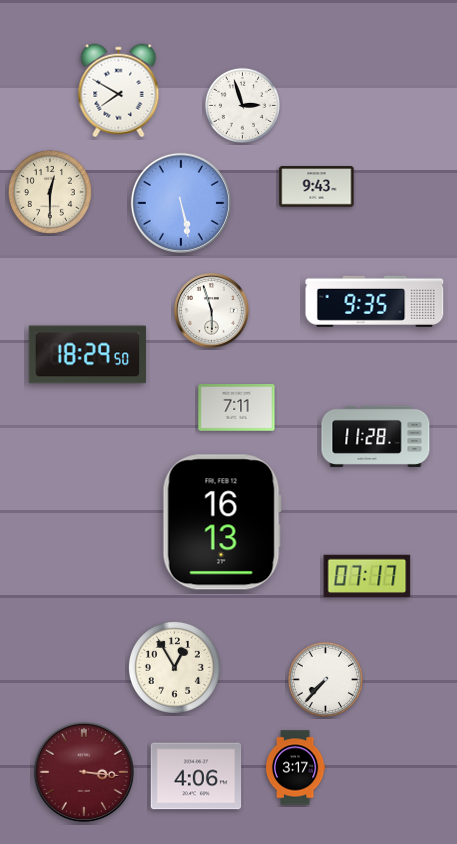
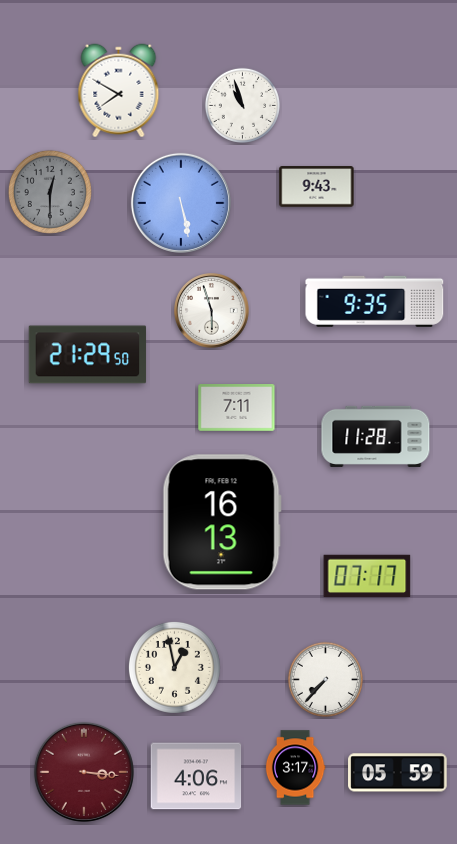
clock at (242, 105): 2:57 -> 10:57
clock at (50, 192) dial: cream -> grey
clock at (88, 355): 18:29 -> 21:29
clock at (174, 667): 12:55 -> 12:58
clock at (398, 773): none -> 05:59
